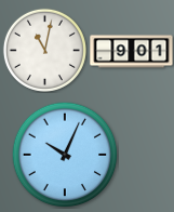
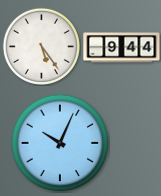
clock at (44, 50): 11:02 -> 5:24
clock at (132, 52): 9:01 -> 9:44
